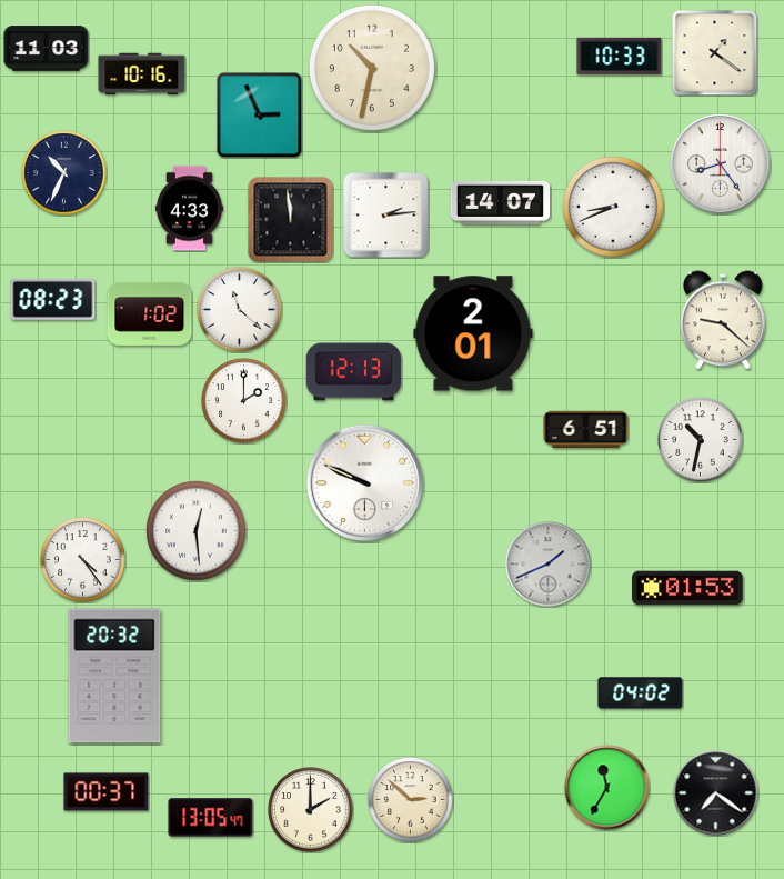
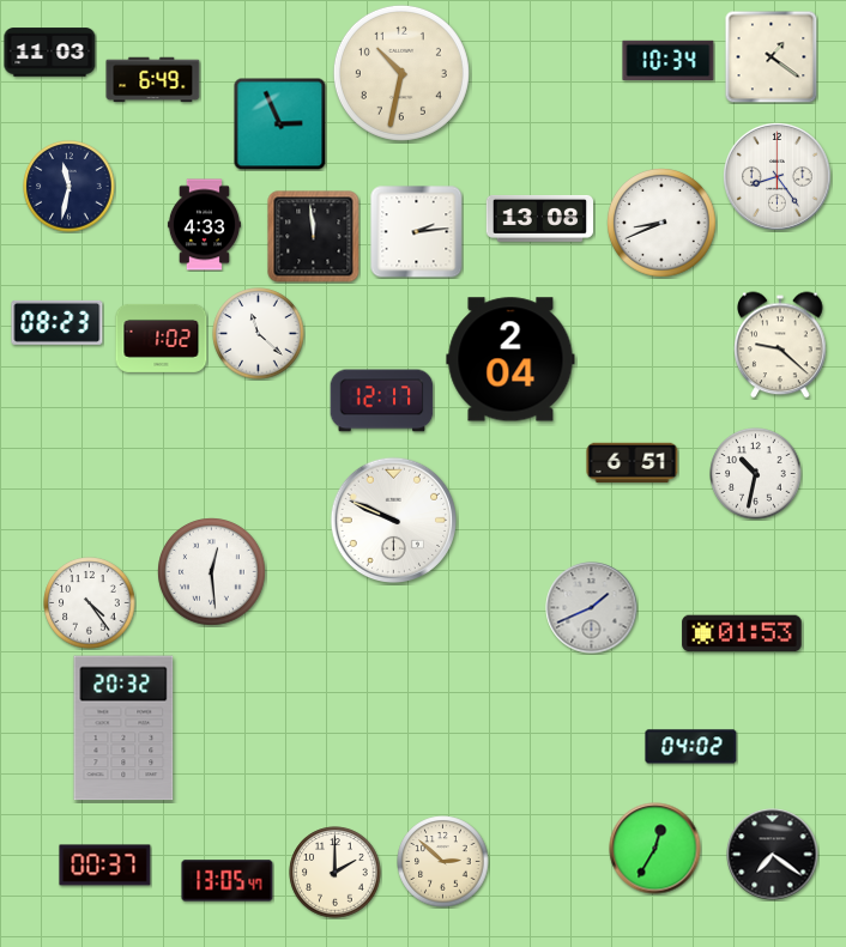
clock at (620, 56): 10:33 -> 10:34
clock at (142, 74): 10:16 -> 6:49
clock at (64, 173): 10:34 -> 11:32
clock at (501, 202): 14:07 -> 13:08
clock at (473, 333): 2:01 -> 2:04
clock at (354, 372): 12:13 -> 12:17
clock at (244, 401): 2:00 -> none
clock at (607, 788): 11:35 -> 12:35
clock at (107, 792) position: (107, 792) -> (105, 866)
